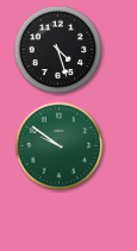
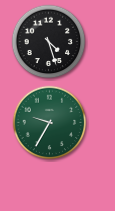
clock at (60, 146): 9:51 -> 9:35
